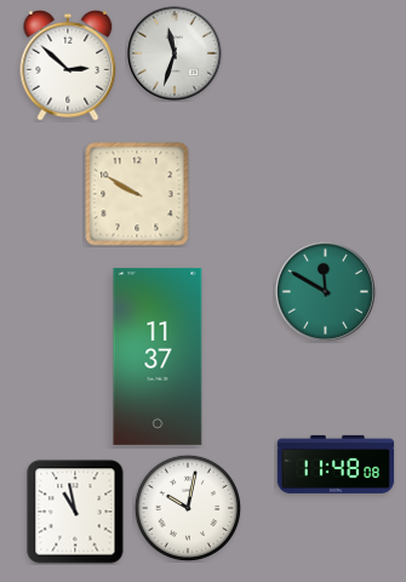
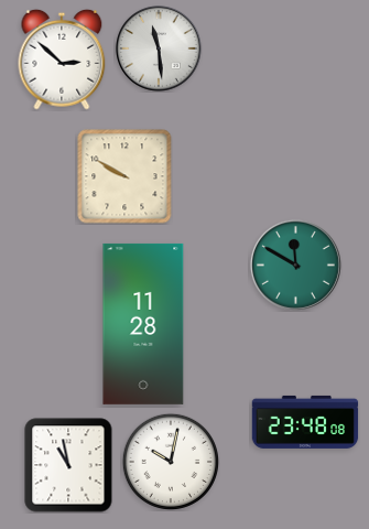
clock at (175, 53): 11:33 -> 11:29
clock at (158, 356): 11:37 -> 11:28
clock at (336, 464): 11:48 -> 23:48
